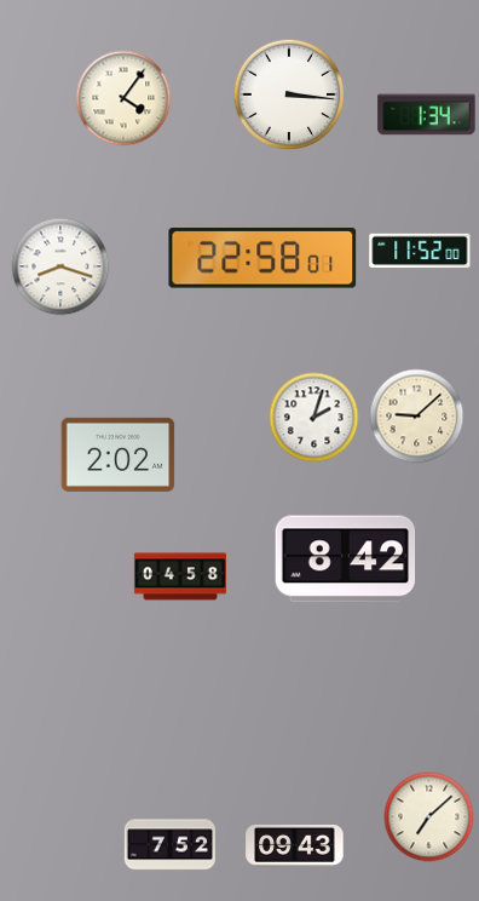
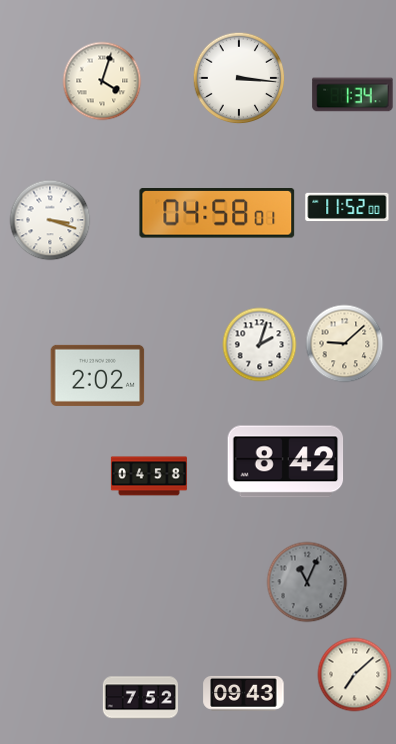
clock at (123, 98): 4:06 -> 4:03
clock at (262, 259): 22:58 -> 04:58
clock at (60, 266): 8:18 -> 3:18
clock at (307, 582): none -> 11:04
clock at (295, 845) position: (295, 845) -> (244, 693)
